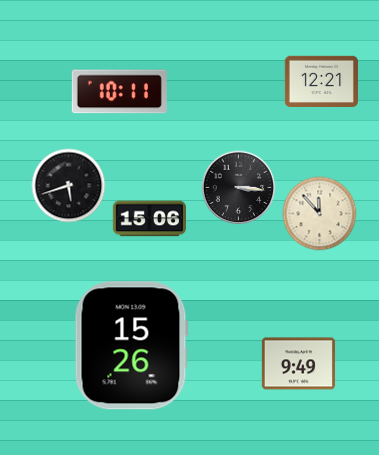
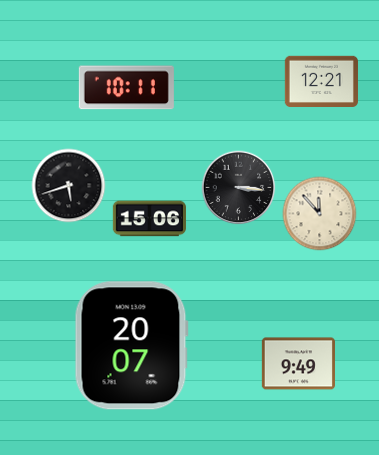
clock at (119, 92) position: (119, 92) -> (126, 88)
clock at (131, 346): 15:26 -> 20:07
